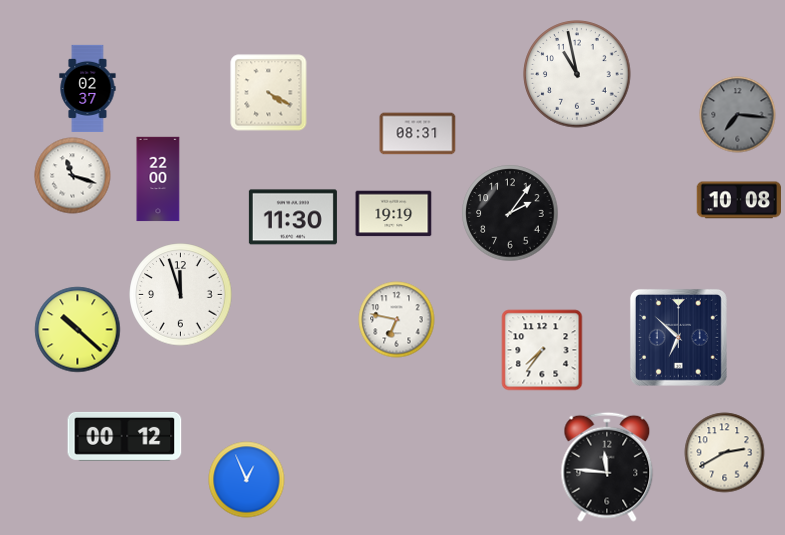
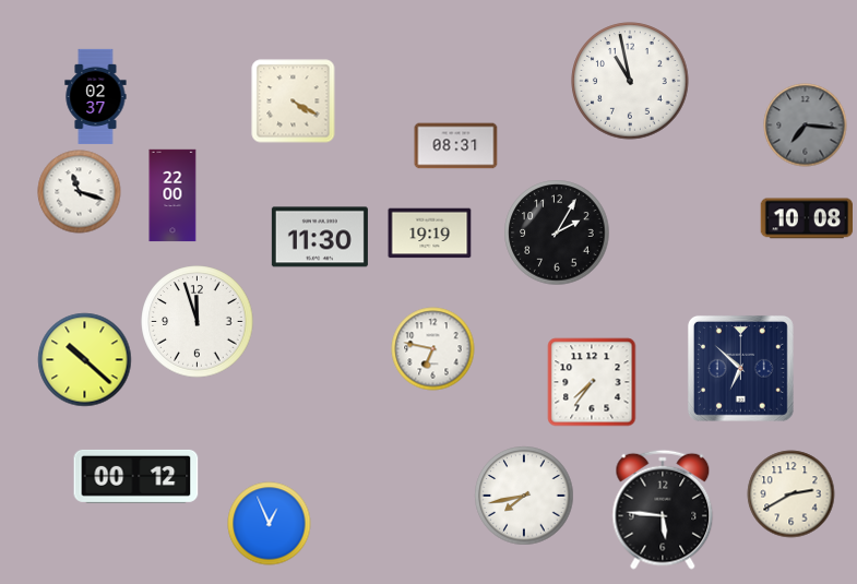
clock at (510, 213): 2:06 -> 2:05
clock at (524, 496): none -> 7:43
clock at (607, 467): 11:46 -> 5:46
